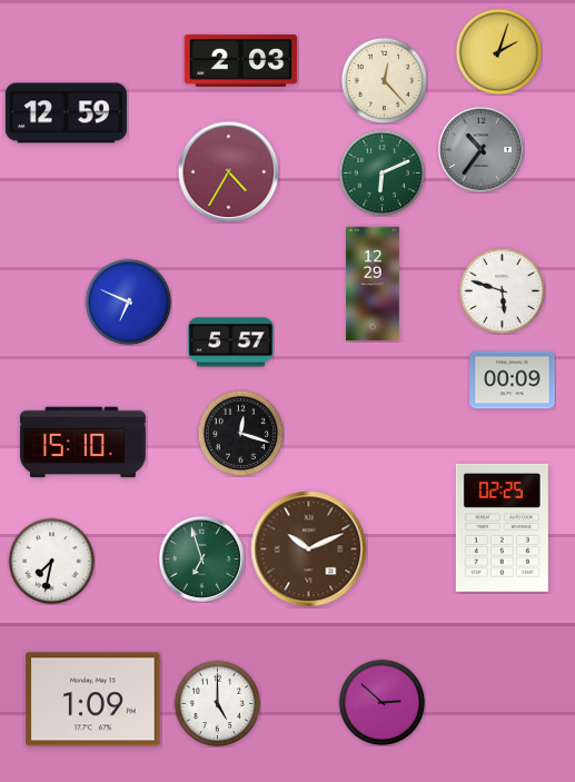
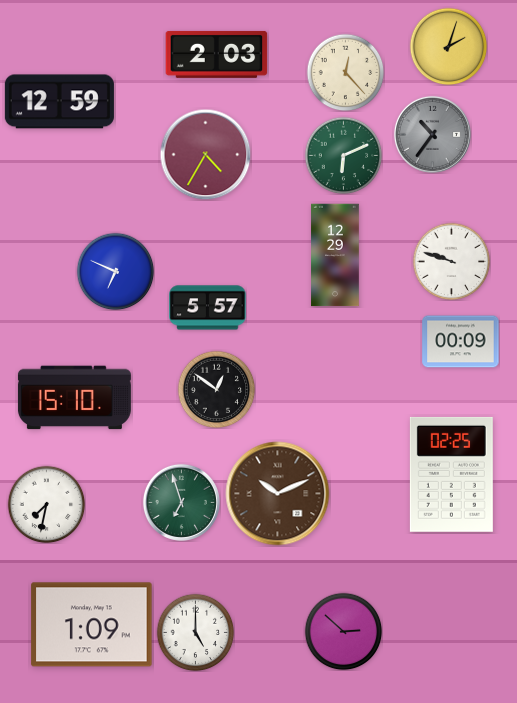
clock at (502, 290): 5:48 -> 9:48
clock at (240, 433): 12:18 -> 12:51
clock at (93, 700) position: (93, 700) -> (92, 625)
